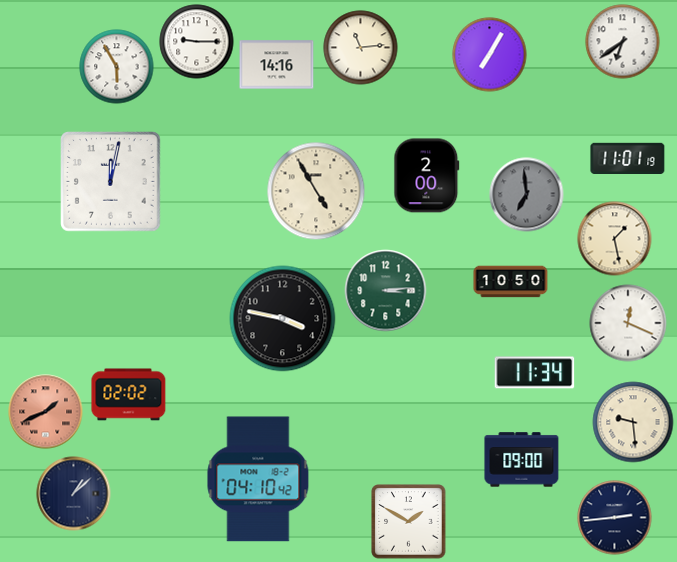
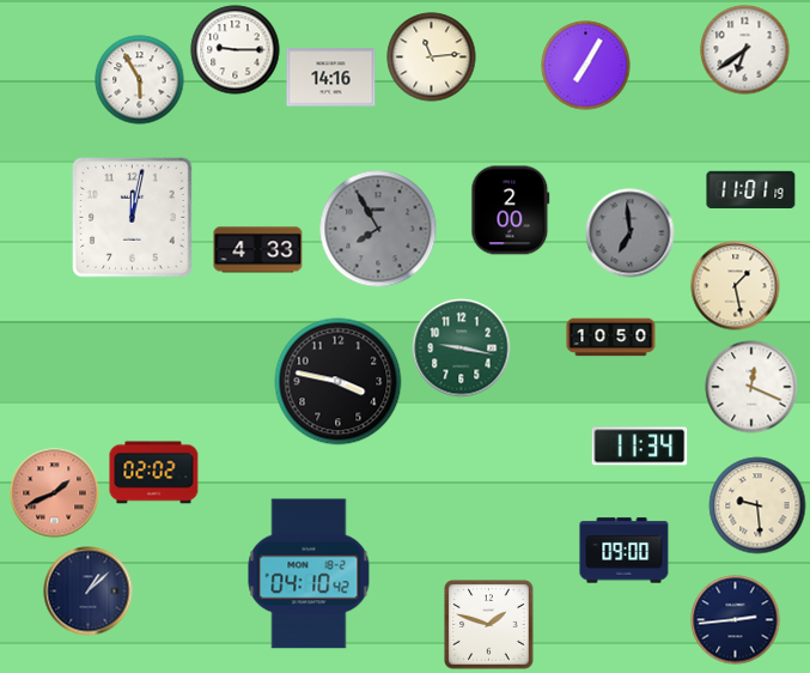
clock at (316, 191): 4:55 -> 7:55
clock at (316, 191) dial: cream -> grey
clock at (258, 250): none -> 4:33
clock at (386, 291): 3:14 -> 9:17
clock at (409, 522): 1:50 -> 1:48
